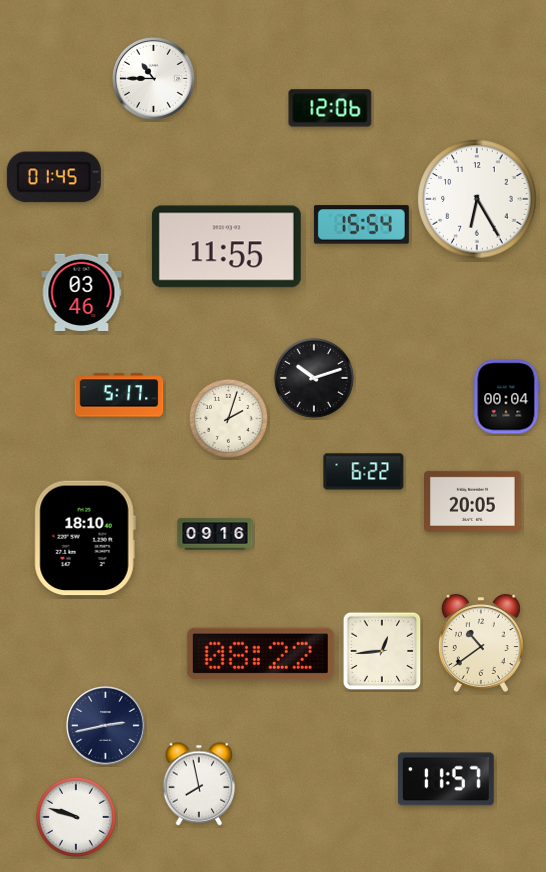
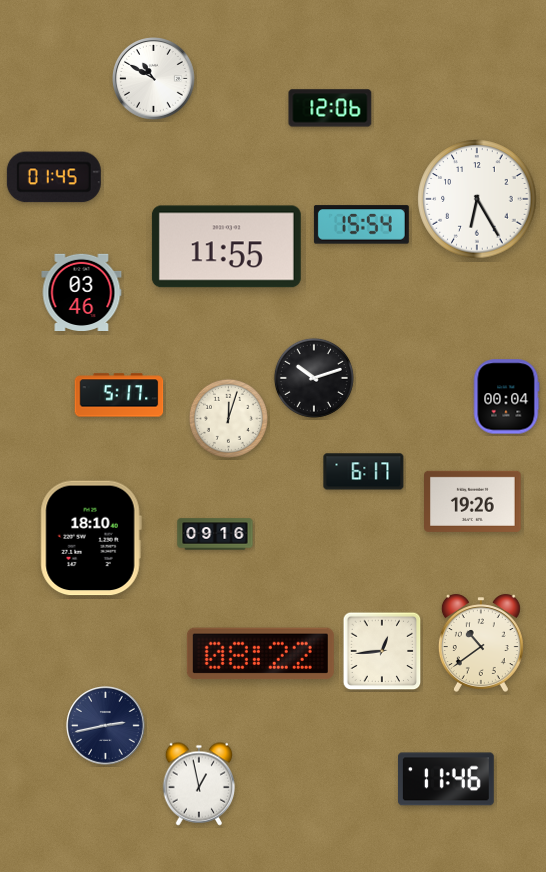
clock at (154, 79): 10:45 -> 10:50
clock at (228, 418): 2:03 -> 12:03
clock at (364, 472): 6:22 -> 6:17
clock at (473, 501): 20:05 -> 19:26
clock at (85, 538) position: (85, 538) -> (91, 538)
clock at (446, 779): 11:57 -> 11:46
clock at (199, 784): 7:58 -> 12:58
clock at (76, 817): 9:48 -> none
